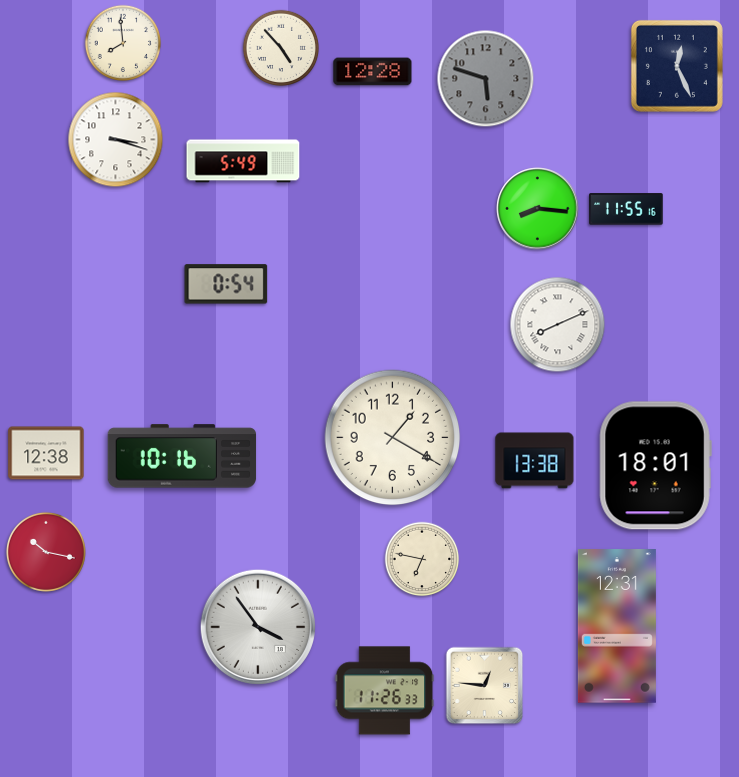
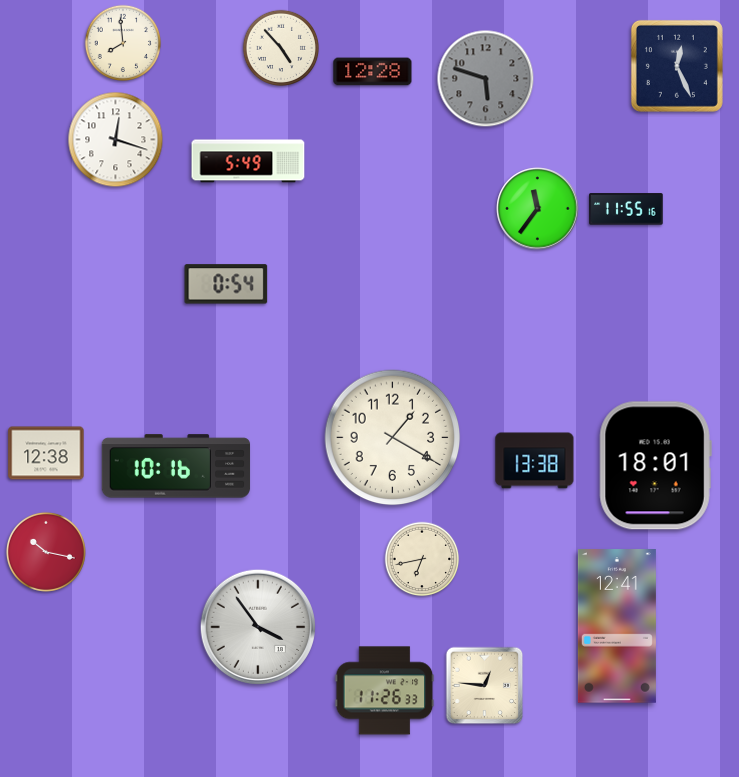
clock at (116, 140): 3:18 -> 12:18
clock at (243, 161) position: (243, 161) -> (248, 161)
clock at (538, 209): 8:16 -> 11:36
clock at (558, 325): 8:11 -> none
clock at (182, 456) position: (182, 456) -> (176, 466)
clock at (422, 559): 6:47 -> 6:43
clock at (617, 626): 12:31 -> 12:41
